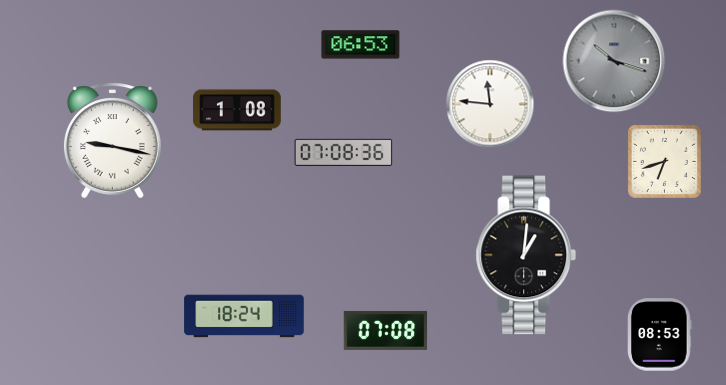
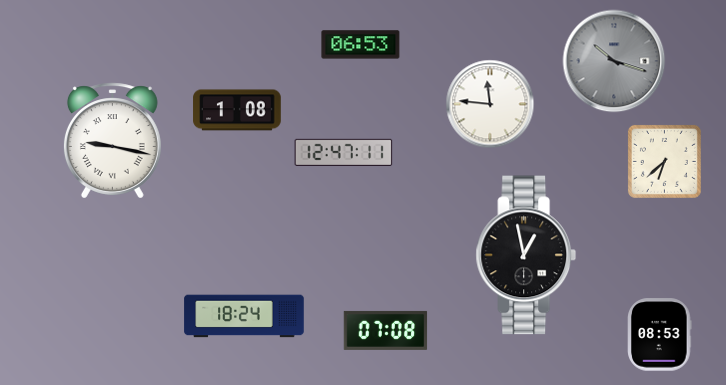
clock at (344, 152): 07:08 -> 12:47
clock at (664, 161): 6:42 -> 6:38
clock at (526, 255): 1:01 -> 12:58
